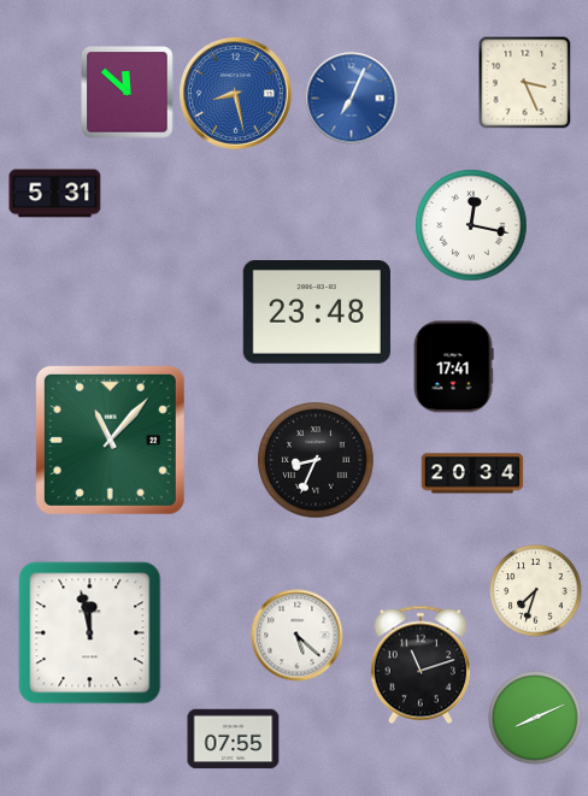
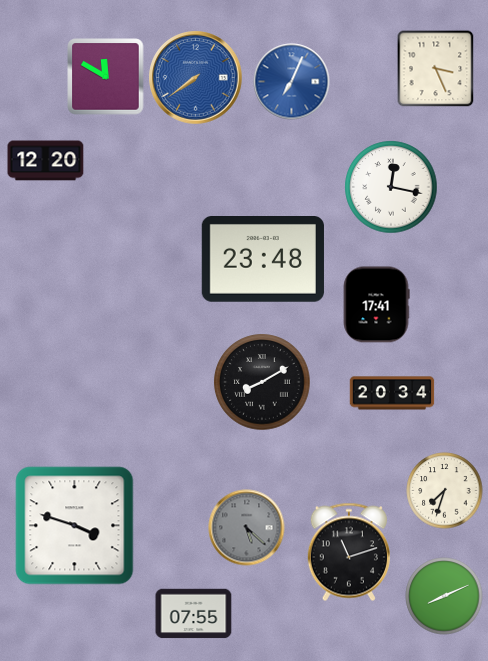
clock at (128, 93): 11:52 -> 11:50
clock at (236, 94): 8:28 -> 7:39
clock at (55, 194): 5:31 -> 12:20
clock at (110, 440): 11:07 -> none
clock at (316, 460): 8:34 -> 8:10
clock at (90, 633): 11:58 -> 3:48
clock at (298, 636) dial: white -> grey
